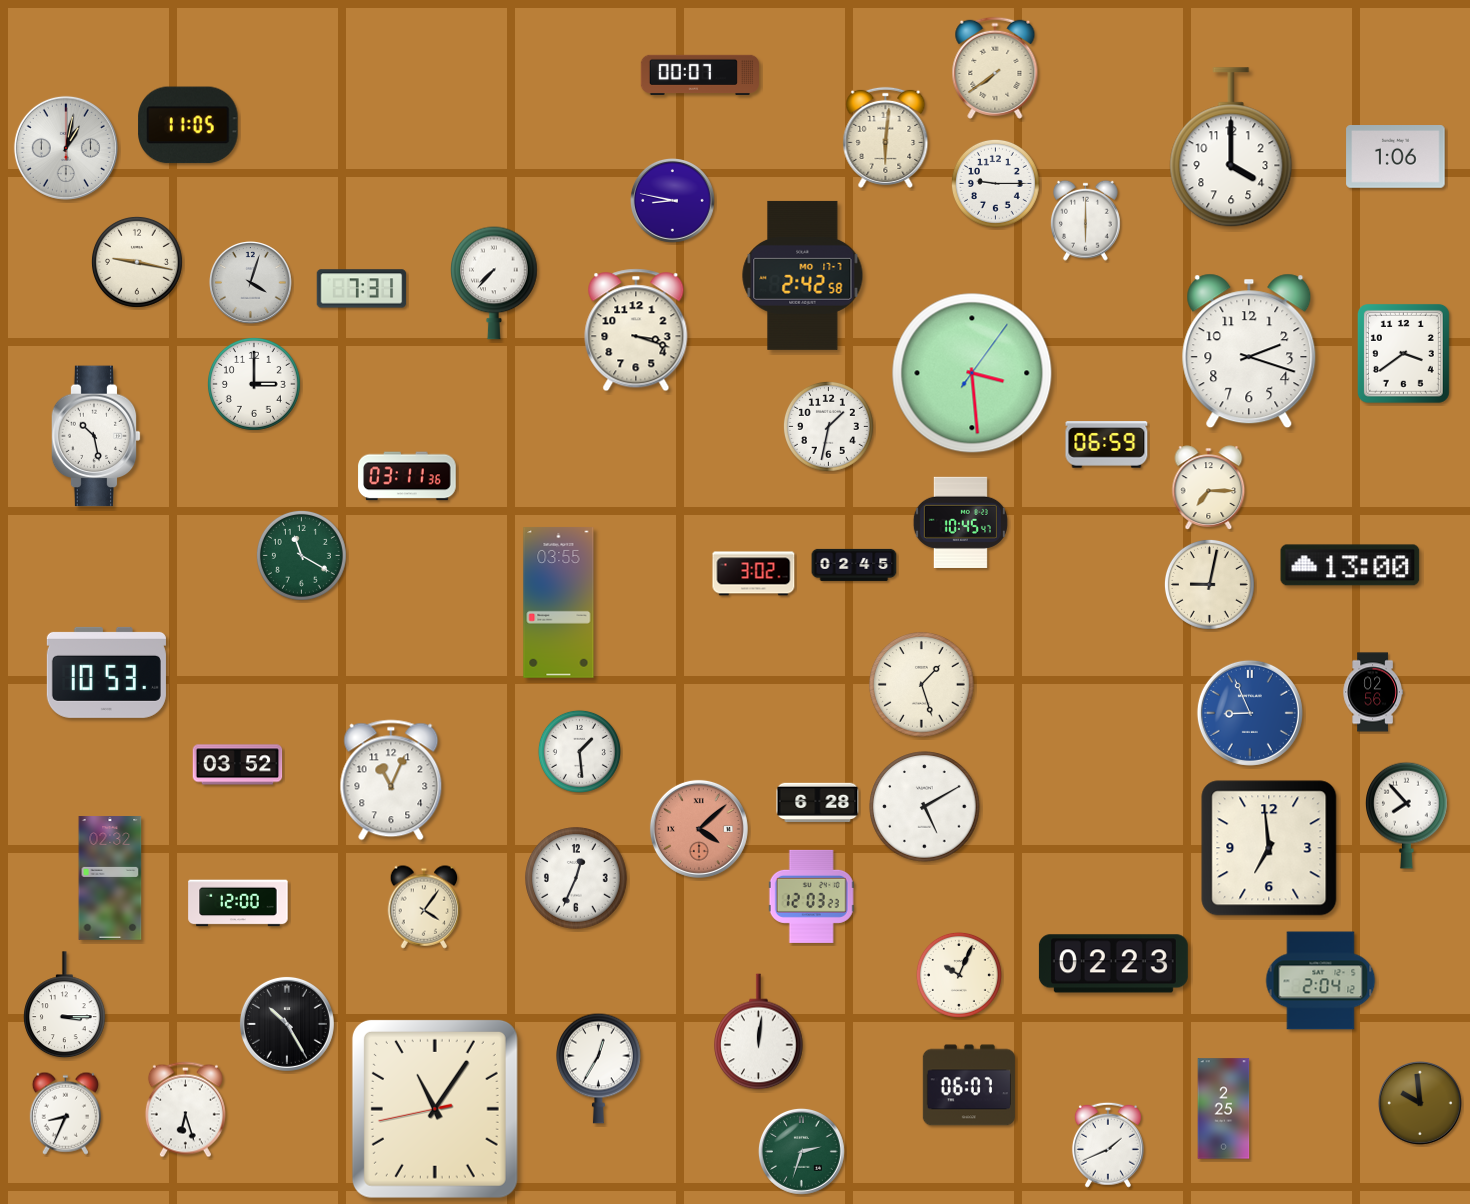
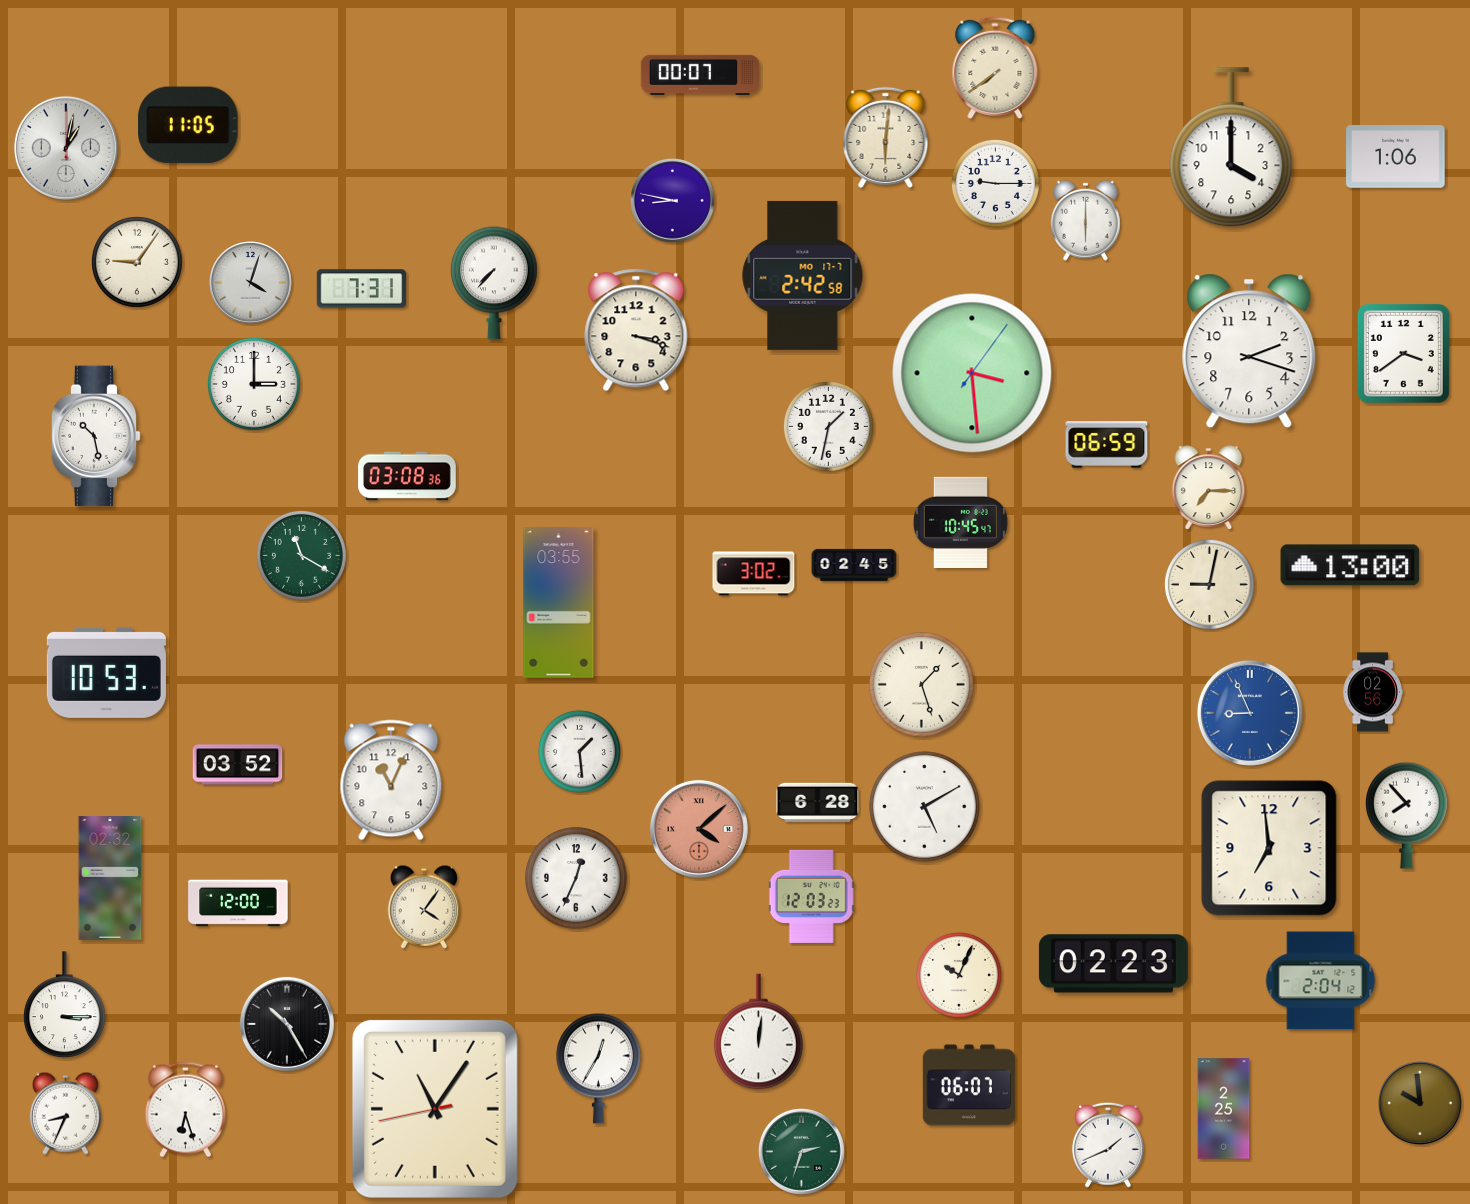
clock at (137, 262): 9:17 -> 9:06
clock at (407, 476): 03:11 -> 03:08
